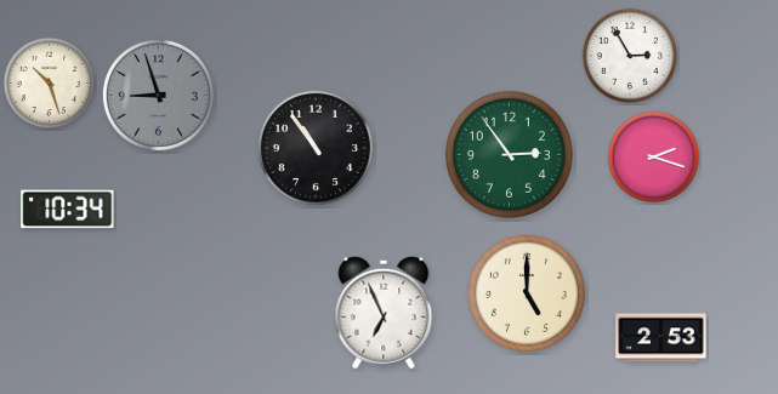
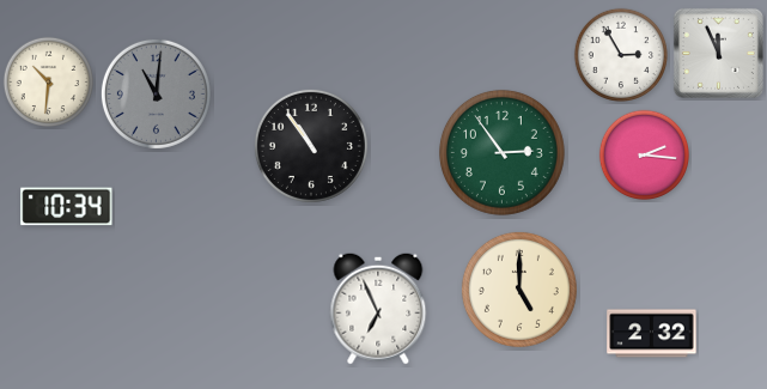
clock at (718, 53): none -> 11:56
clock at (50, 84): 10:27 -> 10:31
clock at (158, 95): 8:57 -> 11:01
clock at (654, 158): 2:18 -> 2:16
clock at (661, 338): 2:53 -> 2:32
